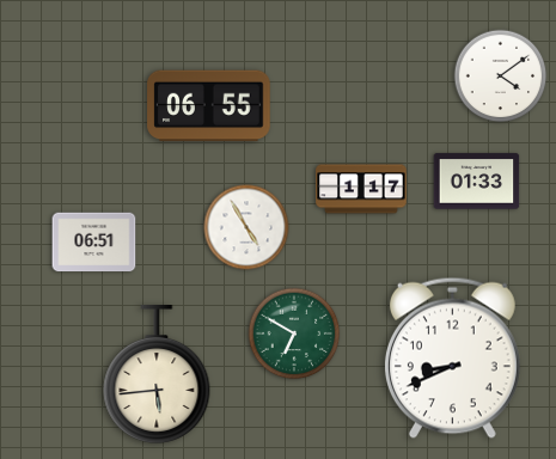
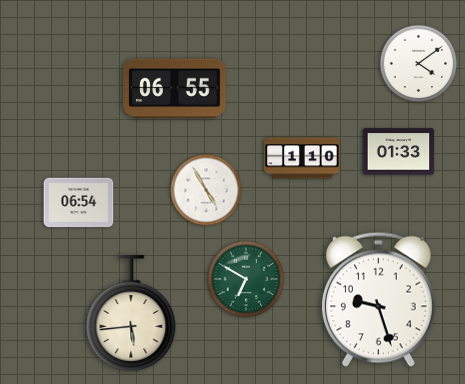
clock at (361, 189): 1:17 -> 1:10
clock at (94, 243): 06:51 -> 06:54
clock at (452, 357): 8:41 -> 9:27
